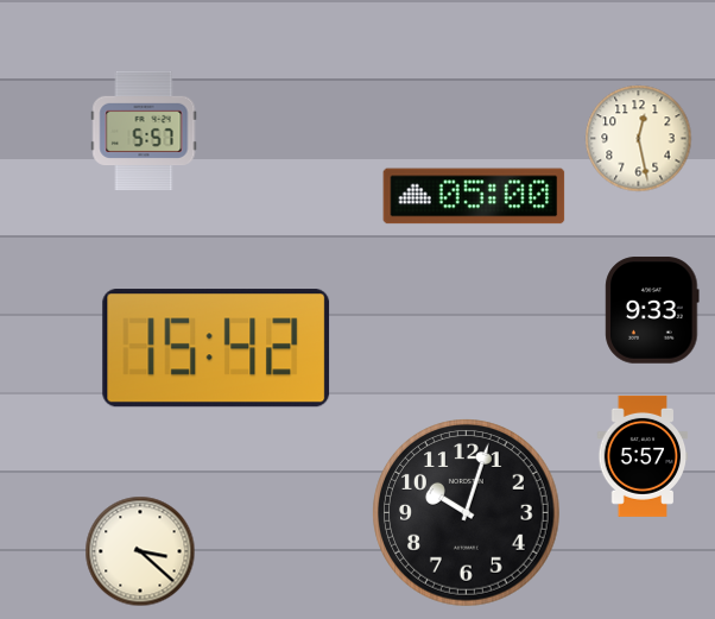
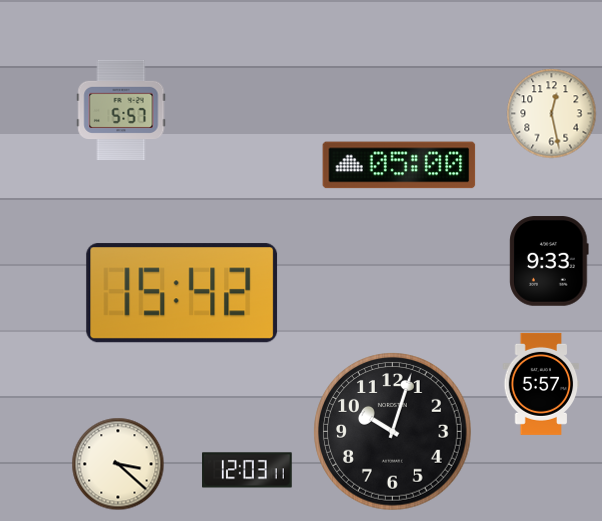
clock at (639, 139) position: (639, 139) -> (552, 114)
clock at (247, 470): none -> 12:03
